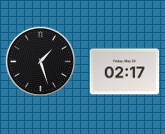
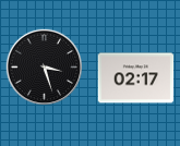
clock at (40, 61): 1:27 -> 3:27
